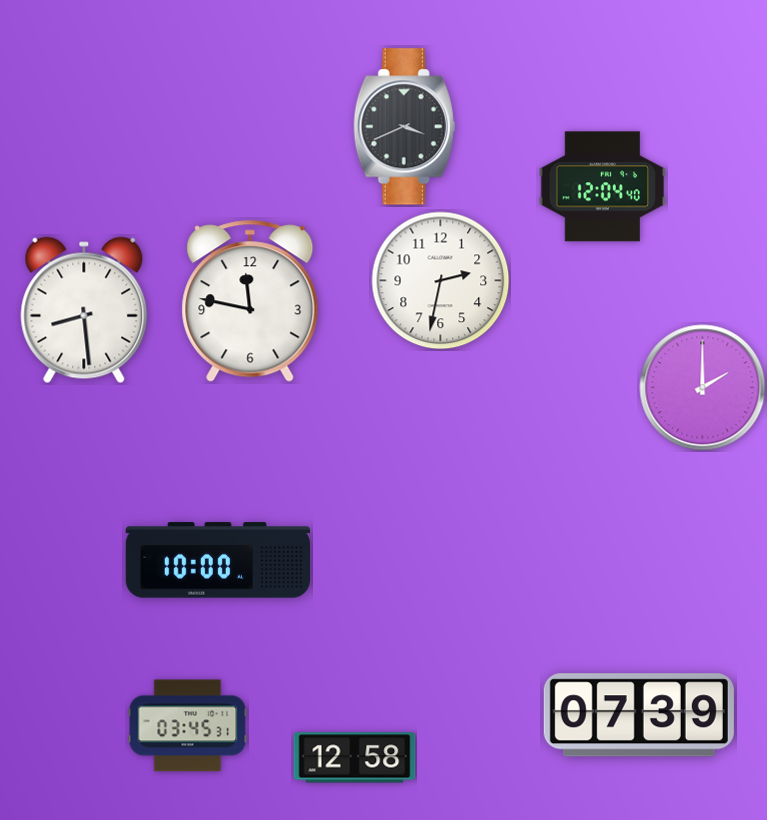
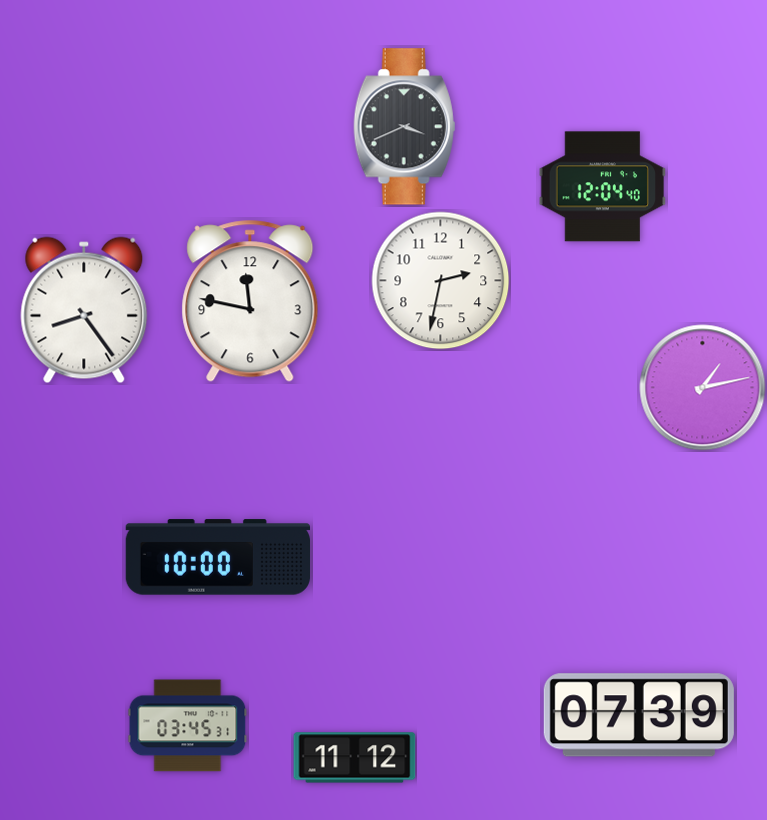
clock at (84, 310): 8:29 -> 8:24
clock at (703, 388): 2:00 -> 1:13
clock at (217, 560) position: (217, 560) -> (217, 557)
clock at (355, 758): 12:58 -> 11:12
